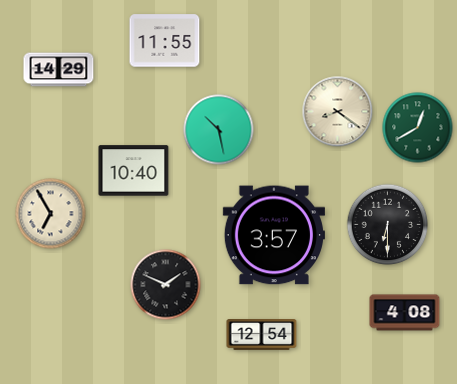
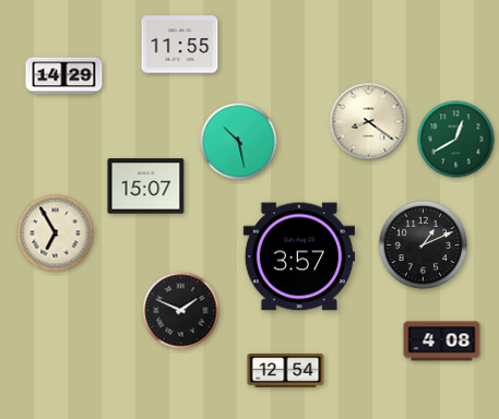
clock at (134, 171): 10:40 -> 15:07
clock at (388, 225): 6:30 -> 1:11
clock at (262, 335) position: (262, 335) -> (286, 371)
